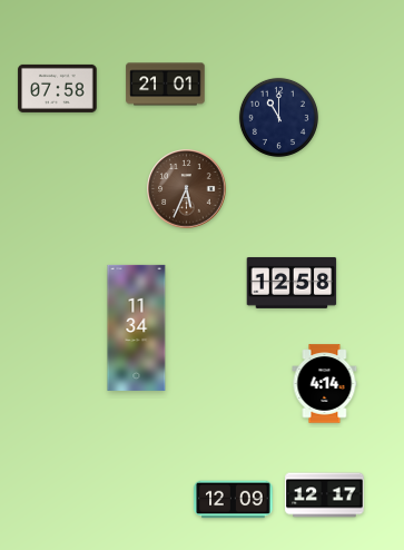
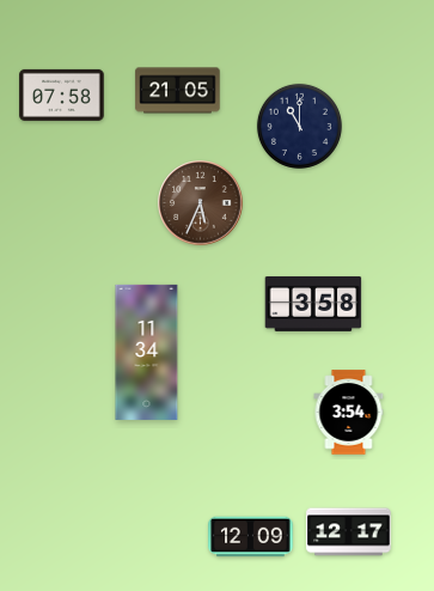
clock at (166, 85): 21:01 -> 21:05
clock at (292, 283): 12:58 -> 3:58
clock at (325, 384): 4:14 -> 3:54
